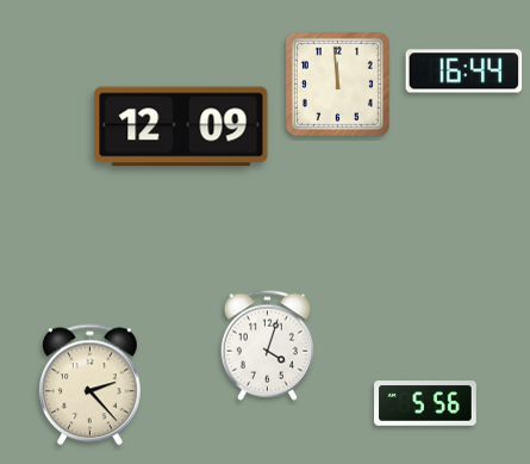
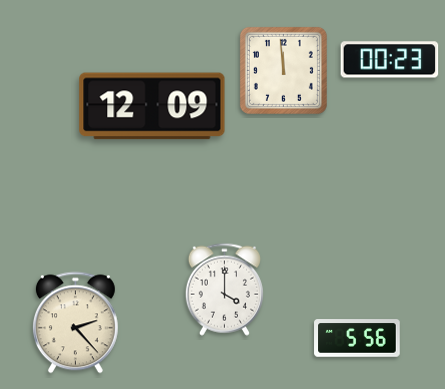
clock at (464, 72): 16:44 -> 00:23
clock at (267, 345): 4:03 -> 4:00
